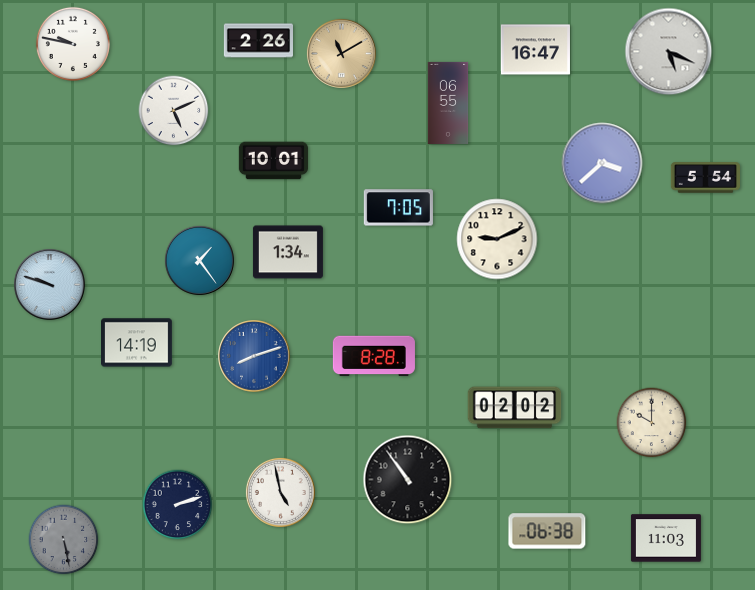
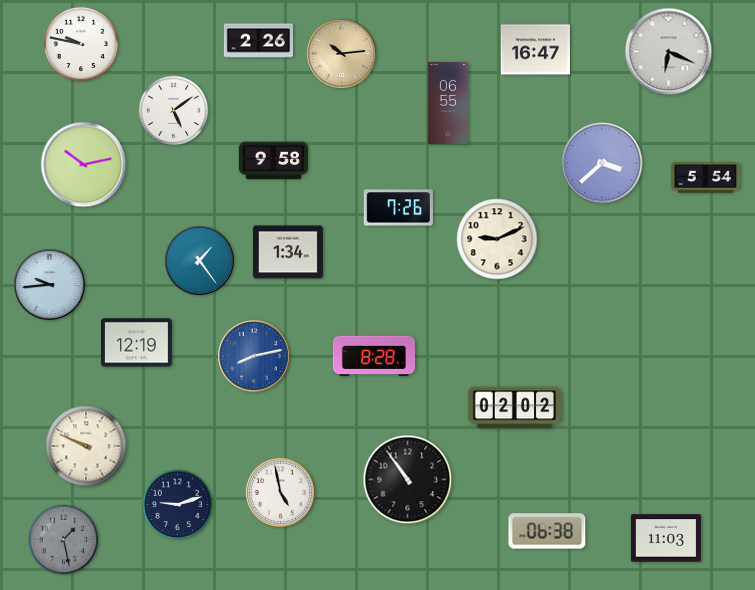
clock at (73, 44) position: (73, 44) -> (81, 44)
clock at (669, 52): 5:19 -> 6:19
clock at (341, 53): 11:10 -> 10:14
clock at (174, 111): 5:11 -> 5:09
clock at (273, 161): 10:01 -> 9:58
clock at (84, 165): none -> 10:13
clock at (398, 208): 7:05 -> 7:26
clock at (50, 285): 9:48 -> 9:44
clock at (137, 343): 14:19 -> 12:19
clock at (254, 356): 8:12 -> 8:13
clock at (652, 423): 10:00 -> none
clock at (86, 446): none -> 9:49
clock at (178, 505): 2:12 -> 9:12
clock at (64, 540): 5:28 -> 1:28
